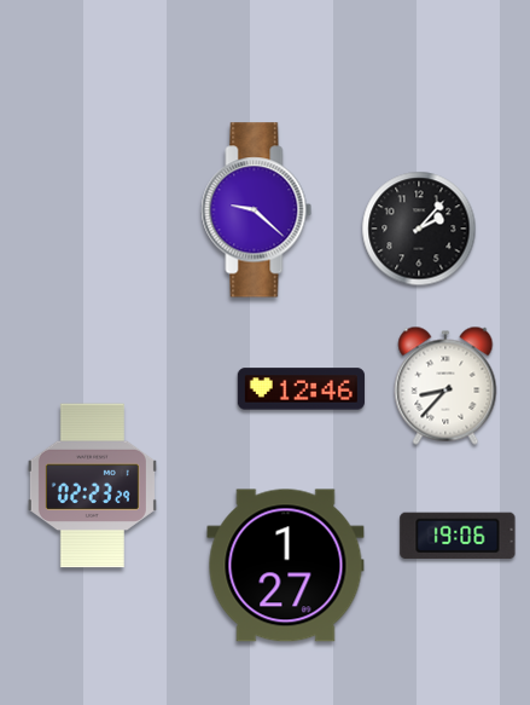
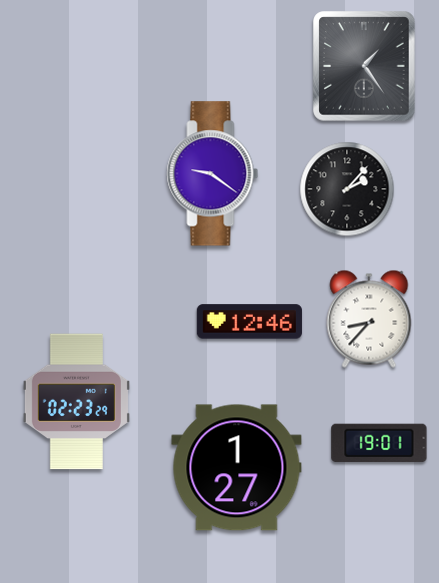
clock at (364, 66): none -> 1:24
clock at (257, 210): 9:22 -> 9:21
clock at (458, 536): 19:06 -> 19:01
